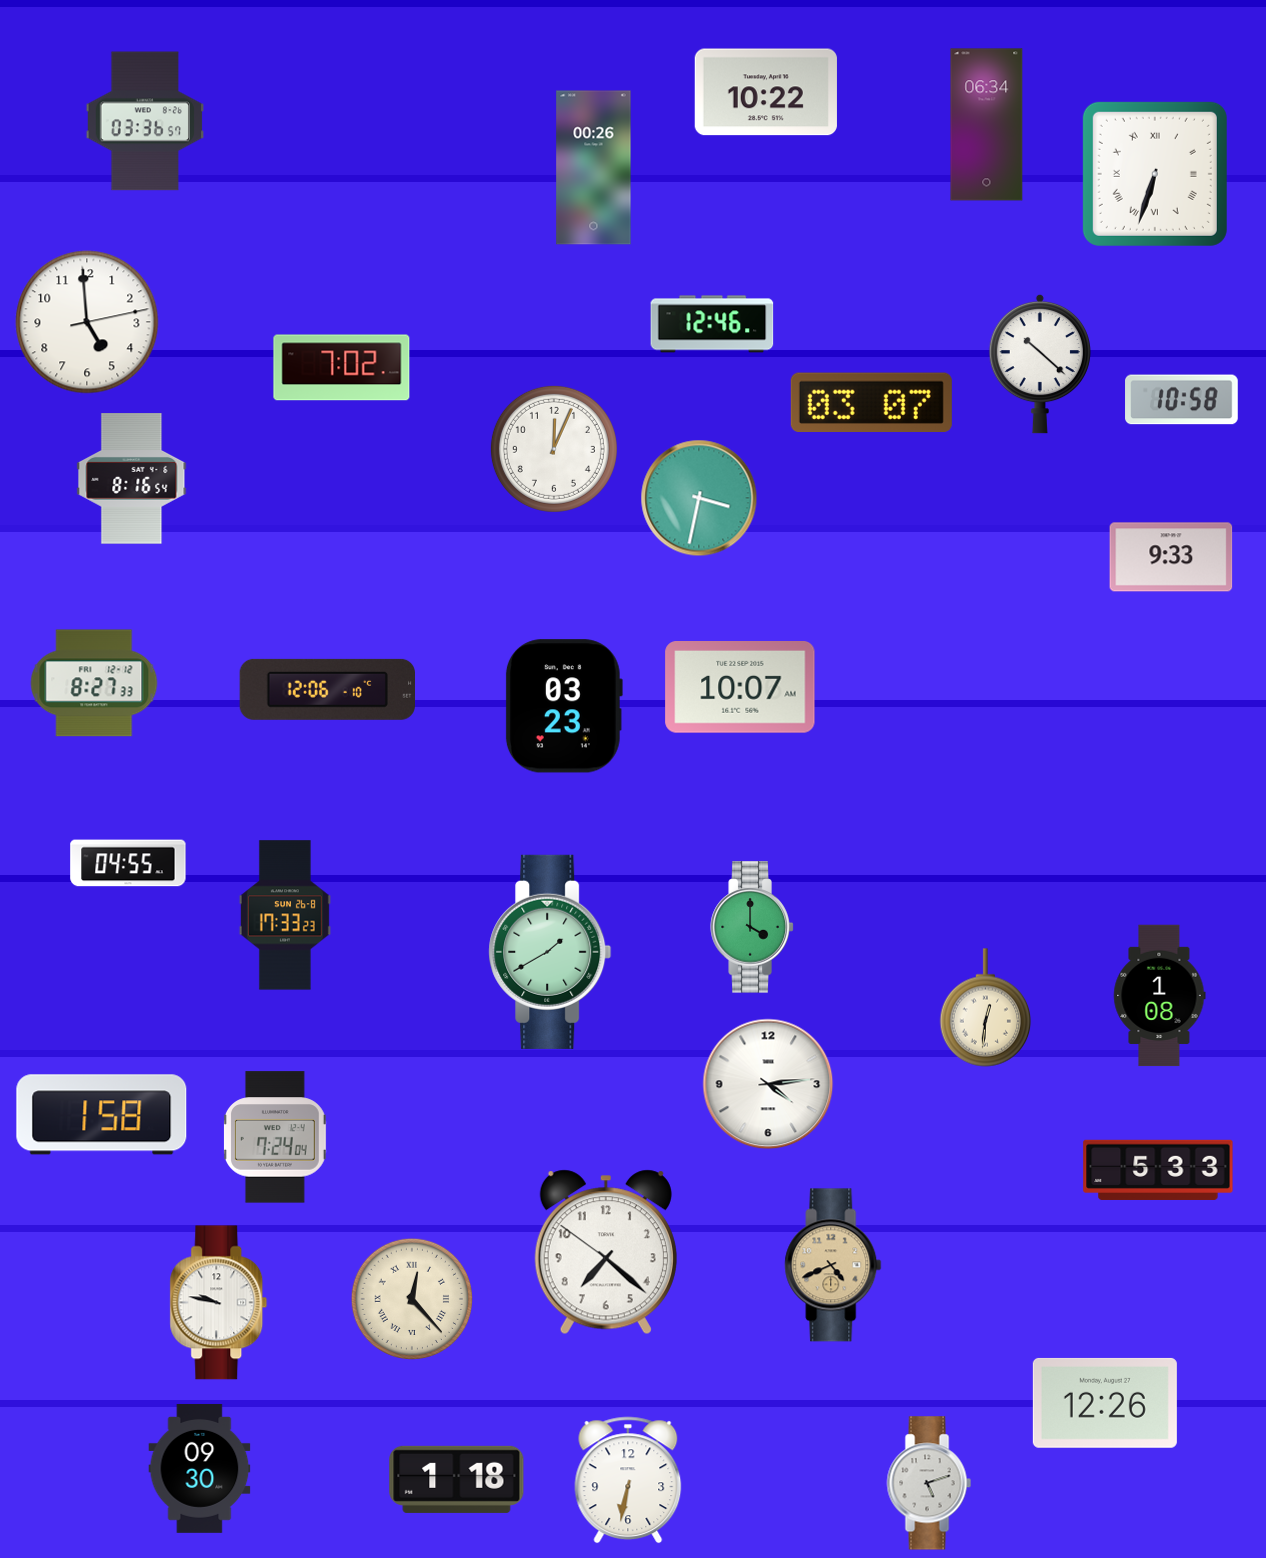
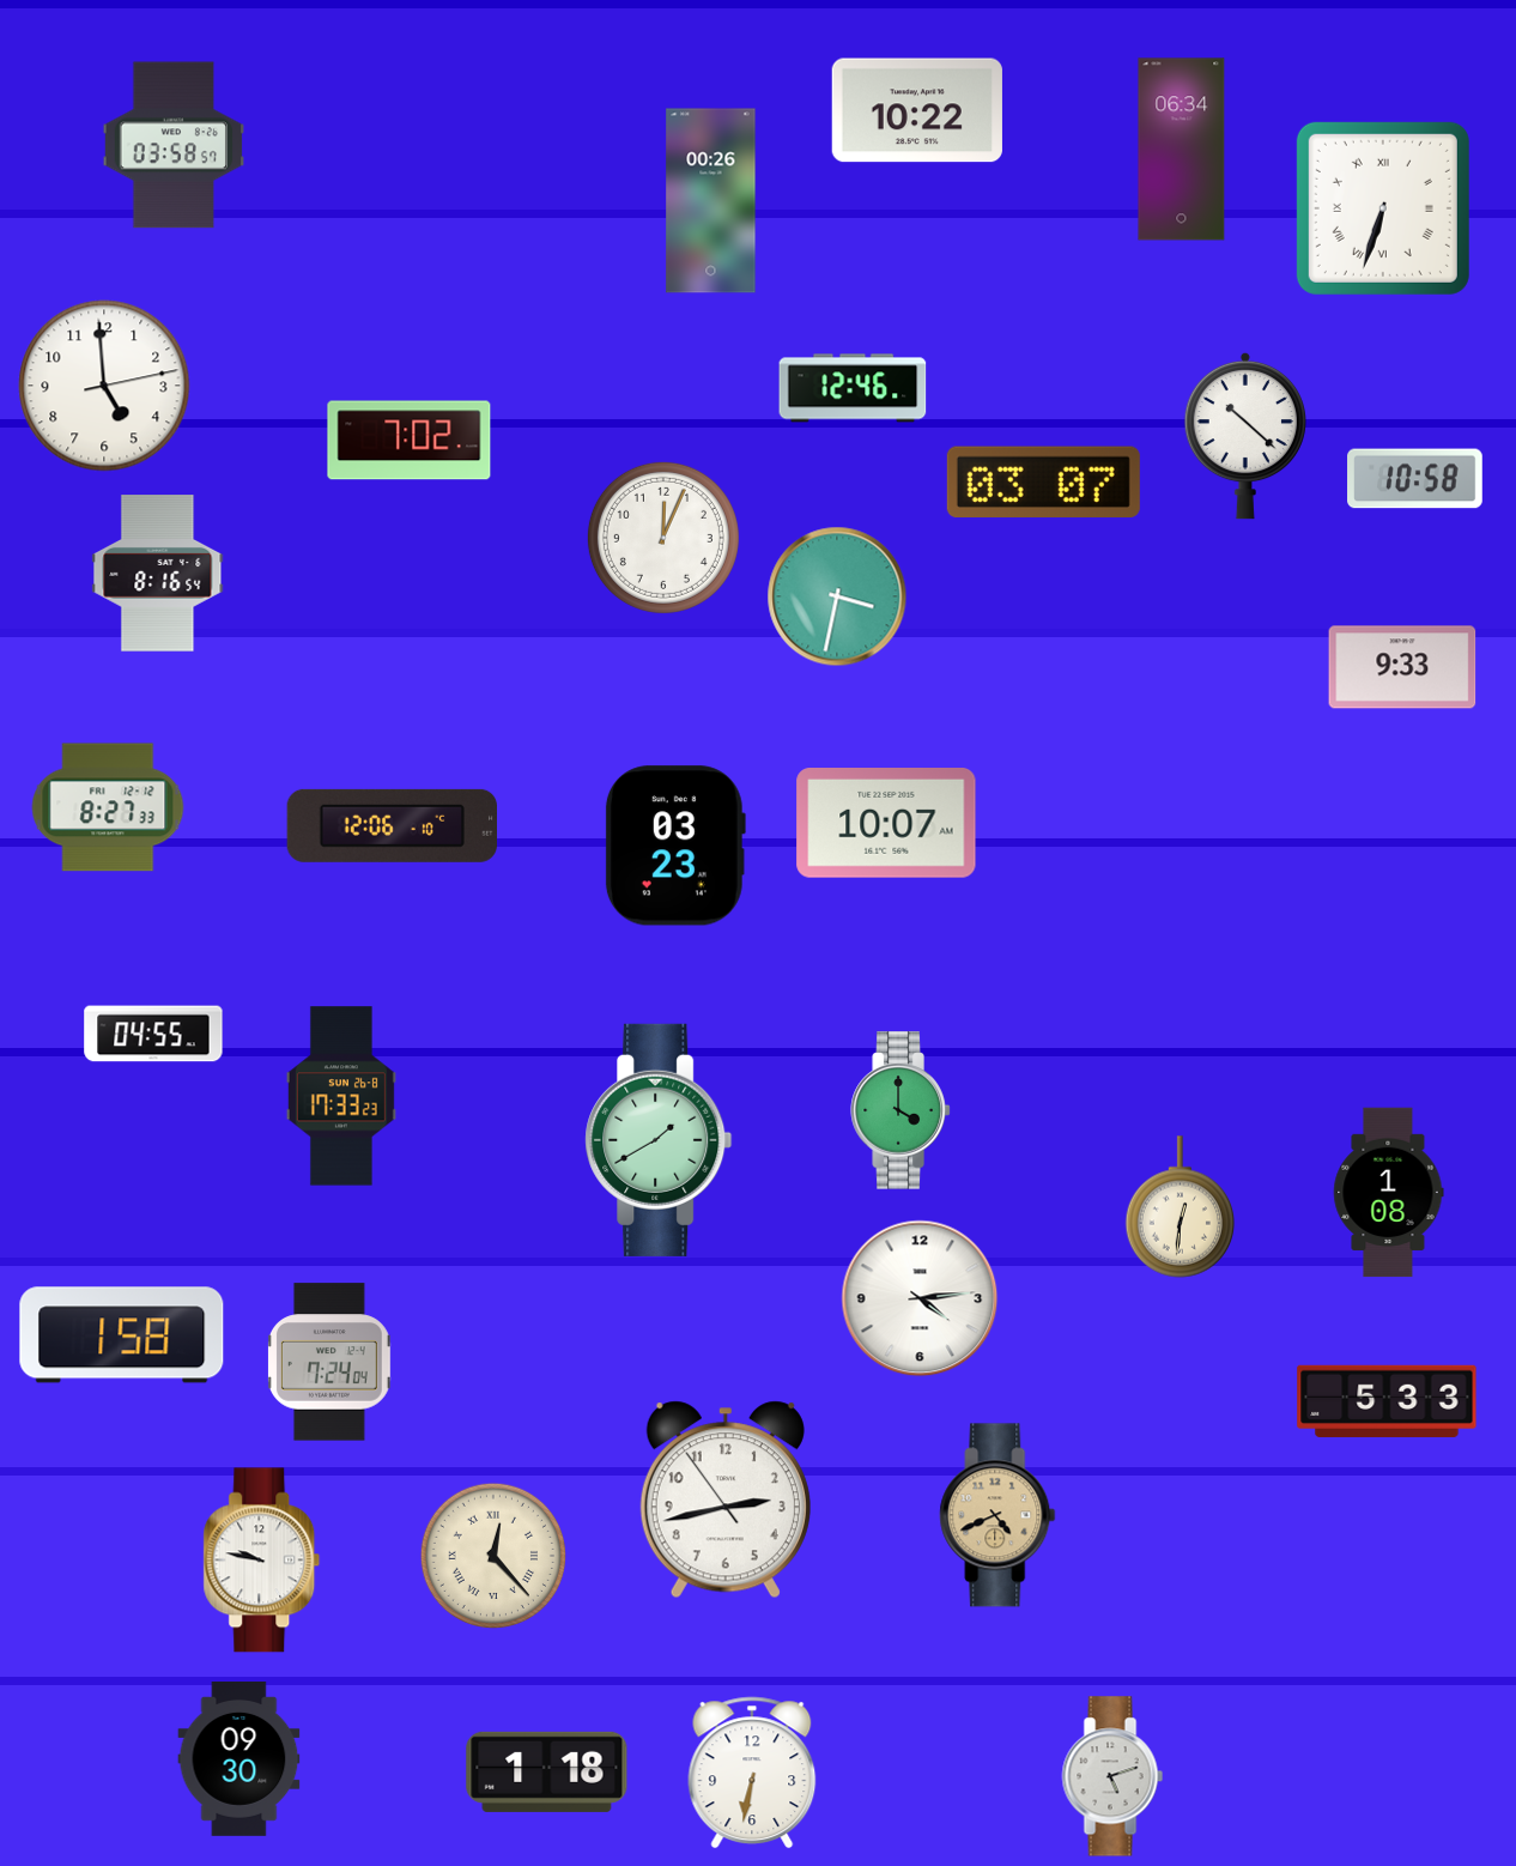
clock at (144, 121): 03:36 -> 03:58
clock at (94, 683) position: (94, 683) -> (108, 807)
clock at (606, 1252): 7:21 -> 2:42
clock at (1105, 1403): 12:26 -> none
